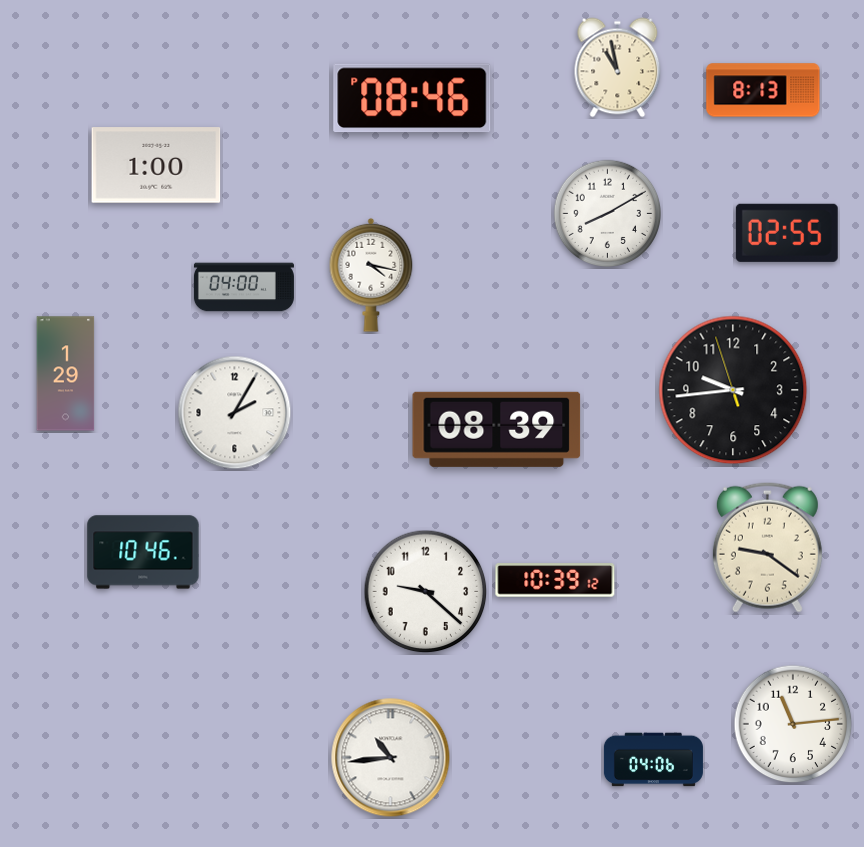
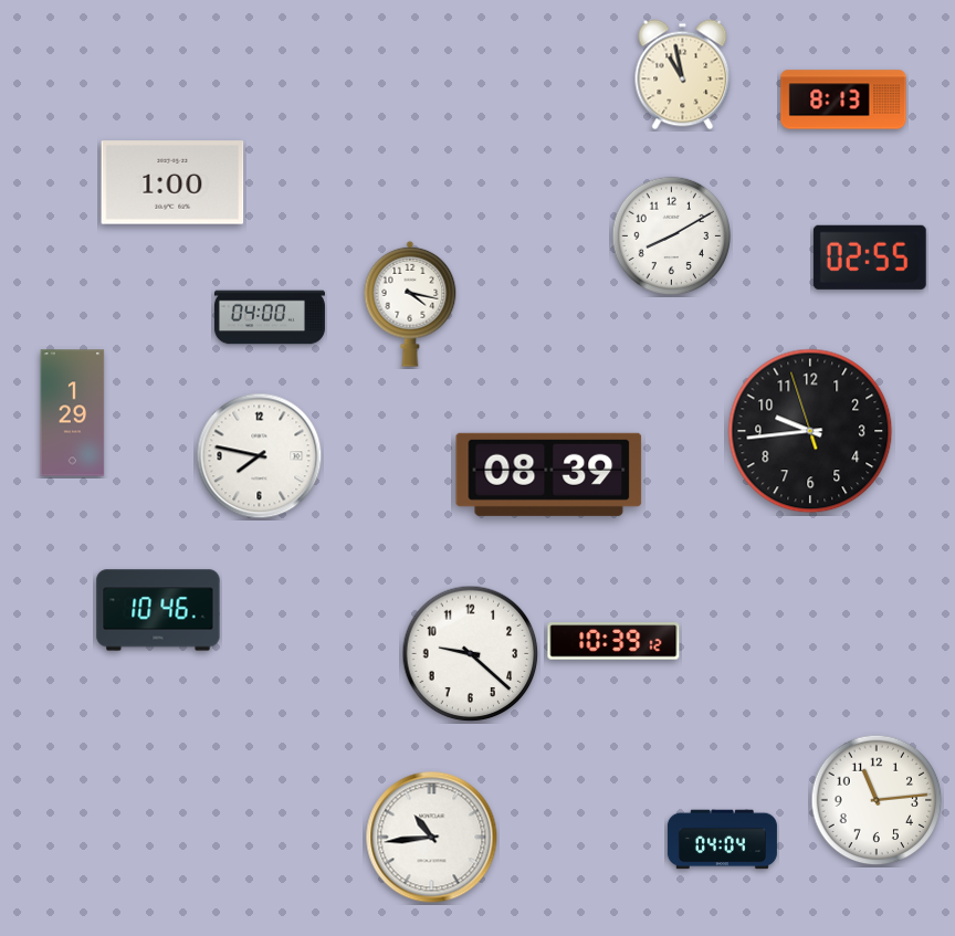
clock at (412, 98): 08:46 -> none
clock at (235, 413): 2:05 -> 7:47
clock at (767, 547): 9:21 -> none
clock at (653, 760): 04:06 -> 04:04
